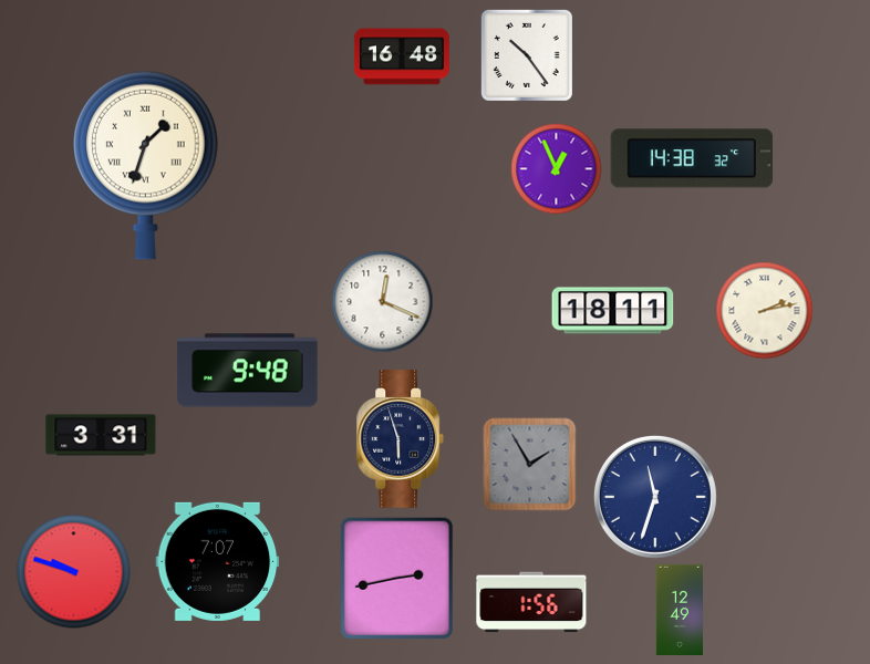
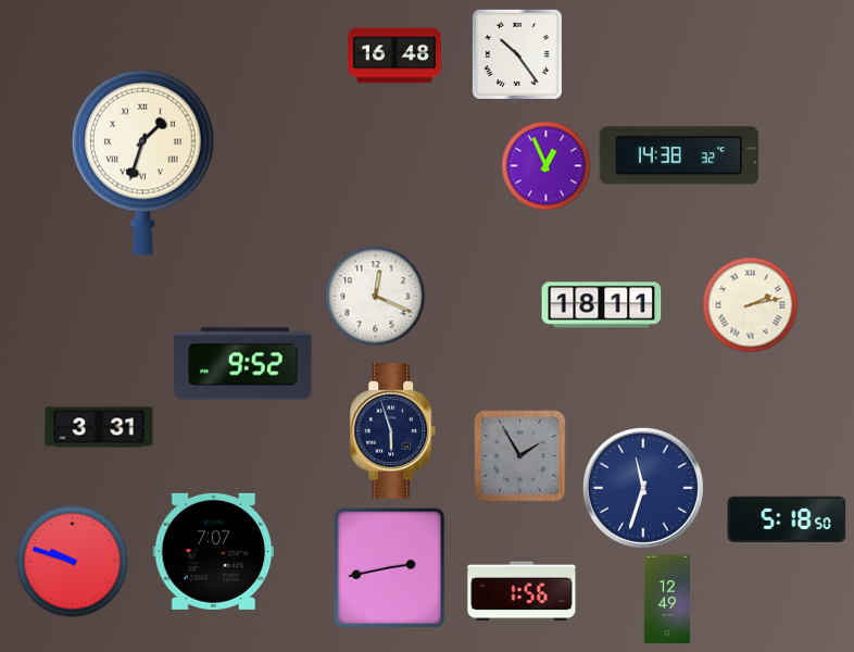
clock at (248, 371): 9:48 -> 9:52
clock at (787, 519): none -> 5:18
